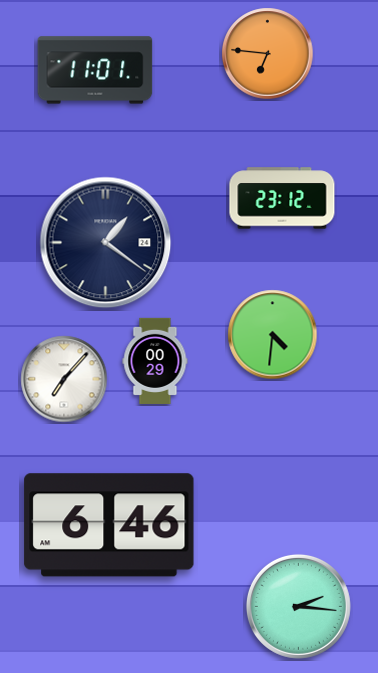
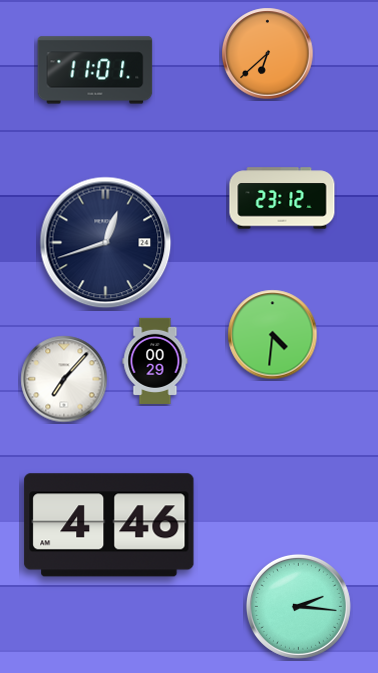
clock at (268, 54): 6:46 -> 6:38
clock at (106, 243): 1:21 -> 12:42
clock at (109, 525): 6:46 -> 4:46
